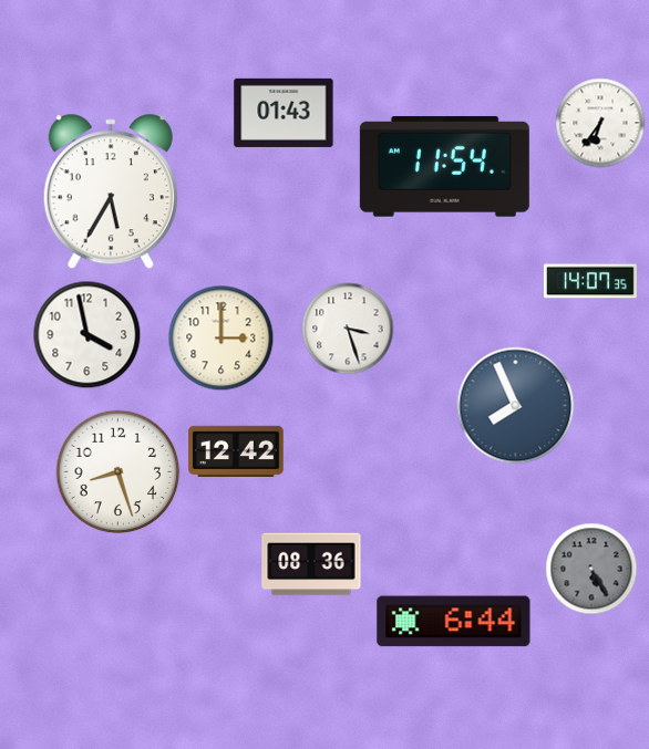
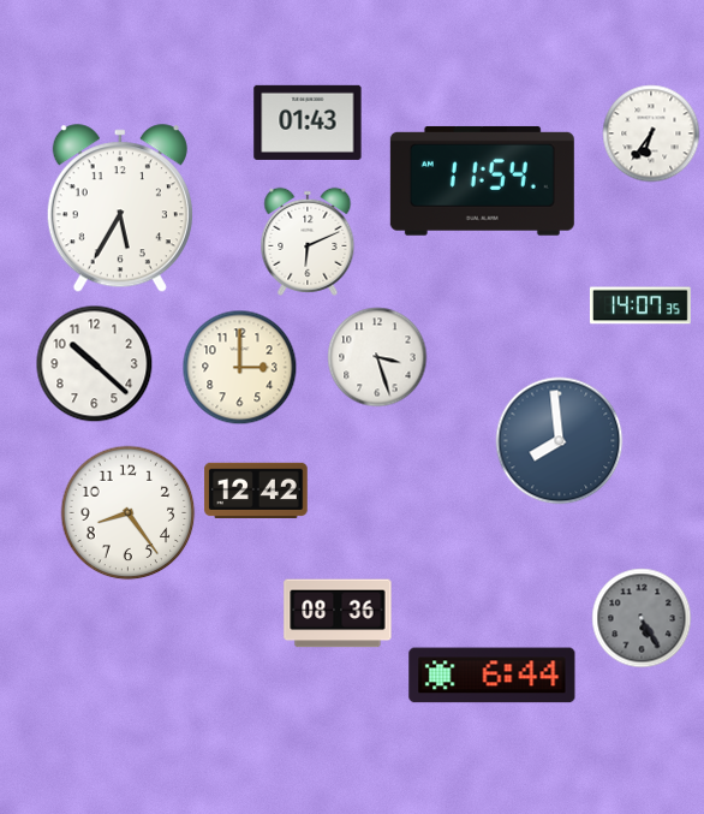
clock at (308, 242): none -> 6:11
clock at (87, 335): 3:58 -> 10:22
clock at (516, 406): 7:56 -> 7:59
clock at (119, 472): 8:27 -> 8:24
